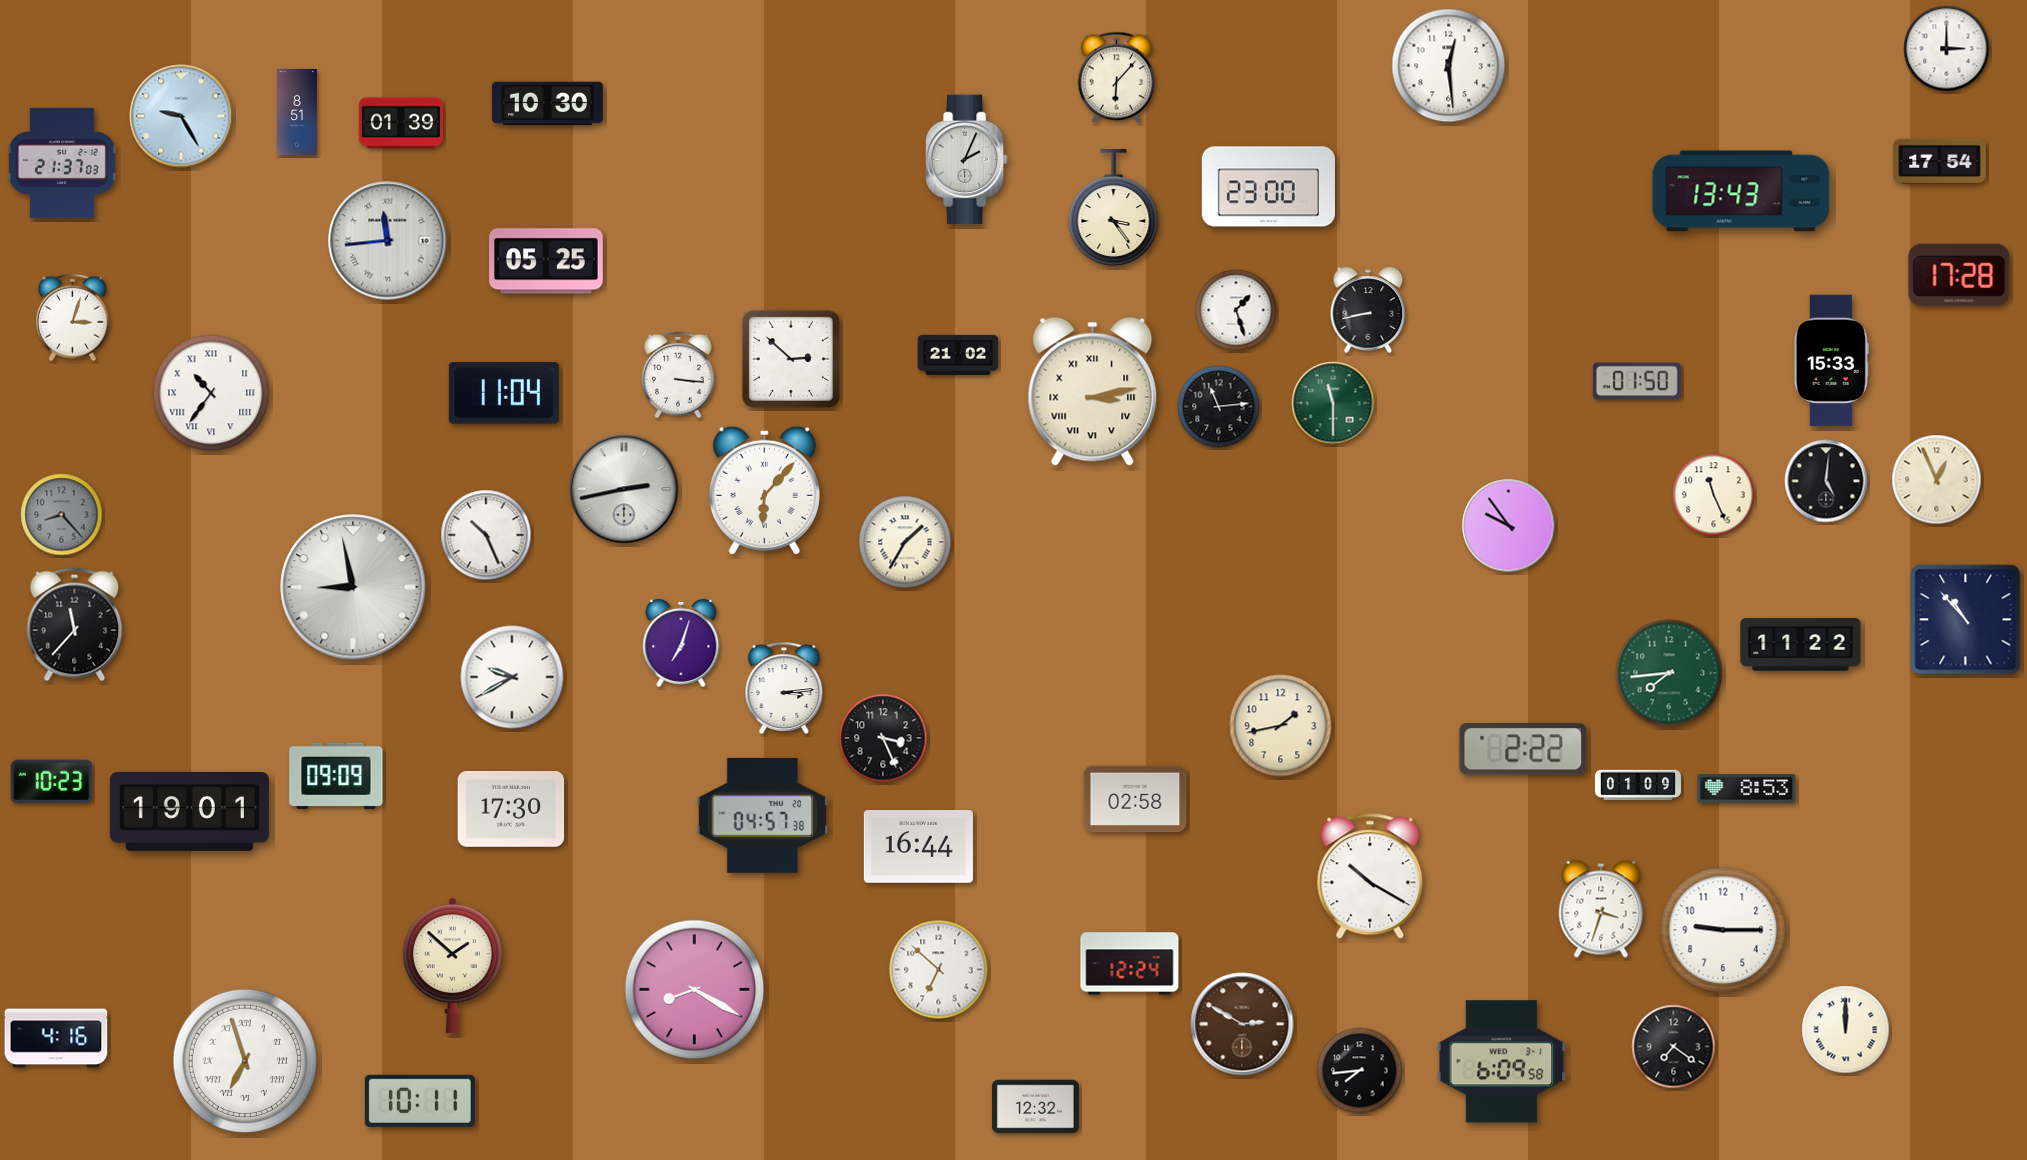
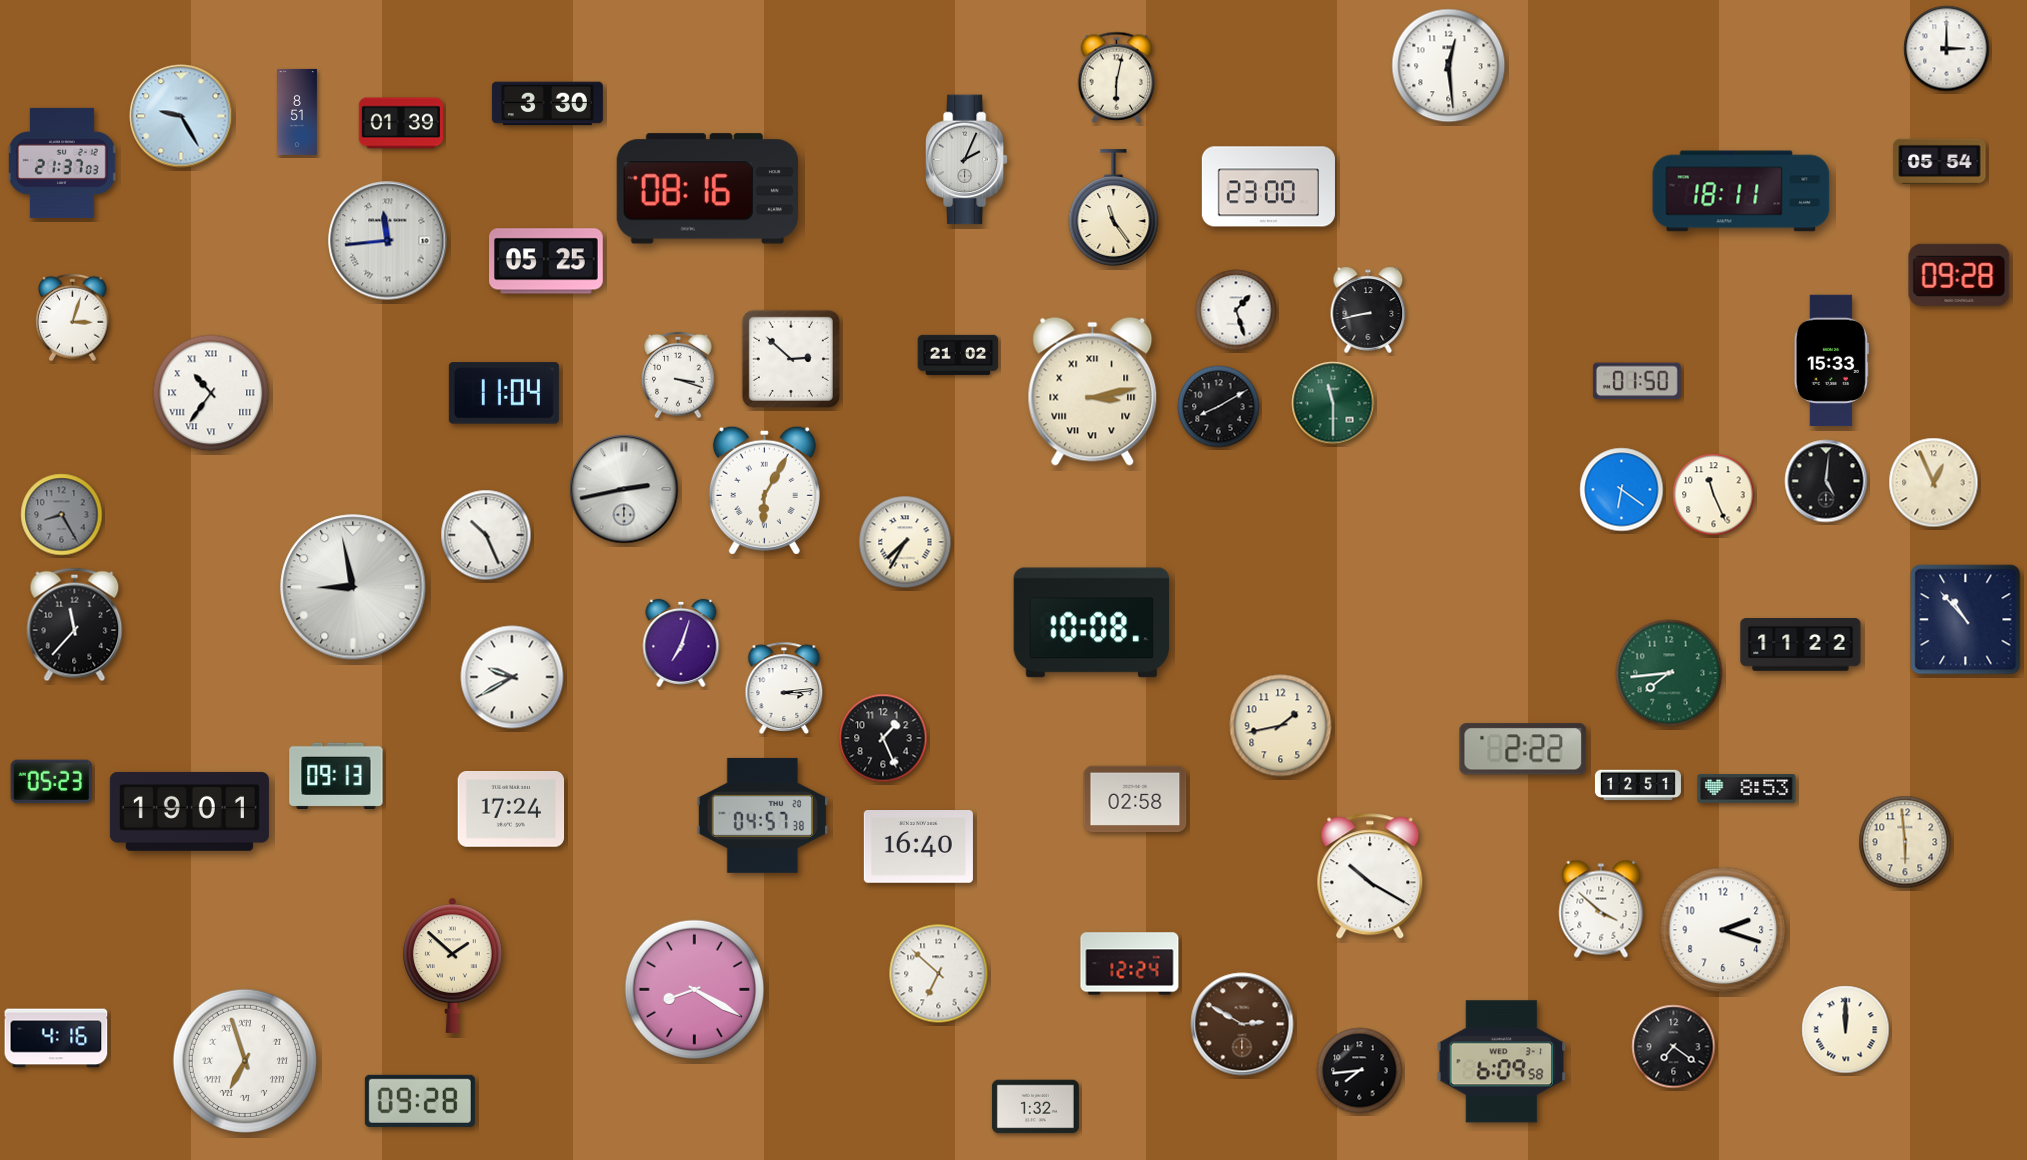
clock at (1117, 77): 6:07 -> 6:02
clock at (547, 104): 10:30 -> 3:30
clock at (1940, 161): 17:54 -> 05:54
clock at (707, 189): none -> 08:16
clock at (1741, 191): 13:43 -> 18:11
clock at (1114, 208): 3:24 -> 11:24
clock at (1959, 275): 17:28 -> 09:28
clock at (678, 375): 3:16 -> 3:18
clock at (1219, 407): 11:14 -> 8:10
clock at (1937, 480) position: (1937, 480) -> (1934, 483)
clock at (764, 490): 6:07 -> 6:05
clock at (1622, 490): none -> 6:21
clock at (62, 515): 8:23 -> 8:25
clock at (1509, 526): 9:54 -> none
clock at (905, 542): 1:35 -> 7:35
clock at (1092, 623): none -> 10:08
clock at (883, 738): 3:26 -> 1:26
clock at (336, 775): 09:09 -> 09:13
clock at (52, 782): 10:23 -> 05:23
clock at (1638, 785): 01:09 -> 12:51
clock at (511, 810): 17:30 -> 17:24
clock at (1905, 842): none -> 5:59
clock at (918, 847): 16:44 -> 16:40
clock at (1601, 909): 3:33 -> 3:52
clock at (1723, 930): 9:15 -> 2:18
clock at (939, 970) position: (939, 970) -> (939, 974)
clock at (420, 1101): 10:11 -> 09:28
clock at (1035, 1107): 12:32 -> 1:32
